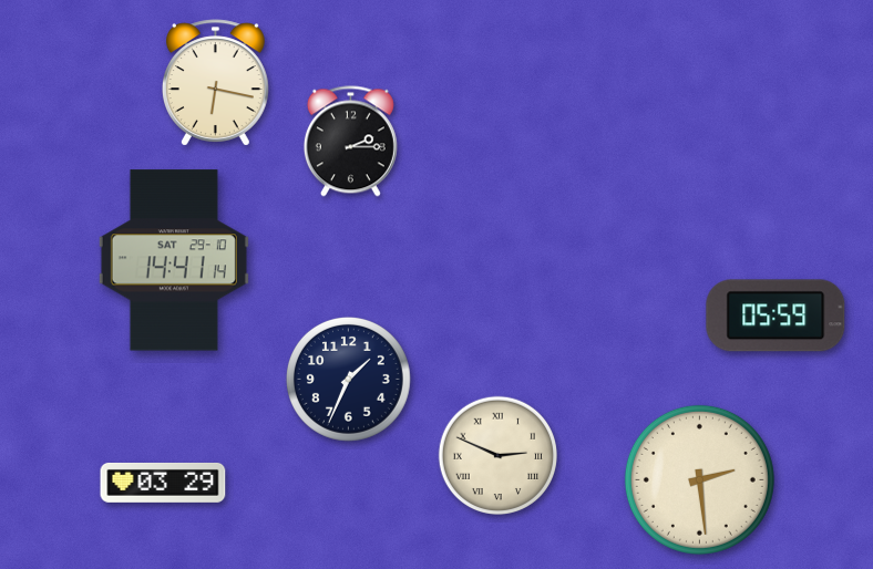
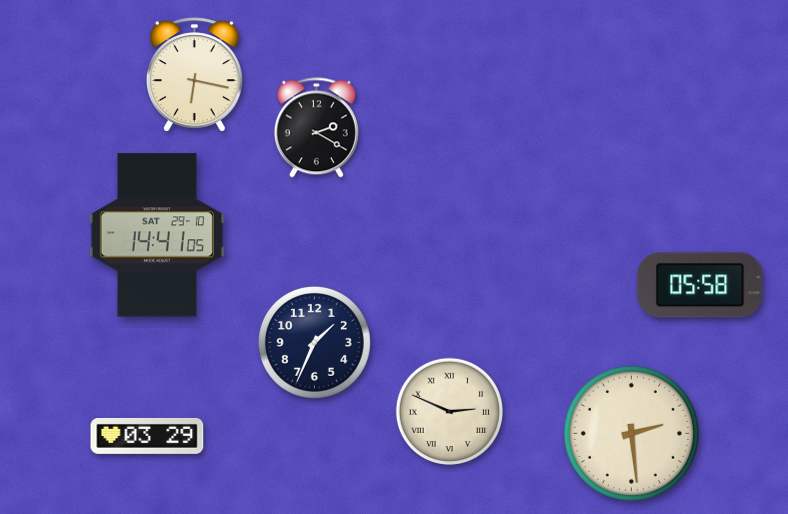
clock at (350, 142): 2:15 -> 2:20
clock at (174, 260): 14:41:14 -> 14:41:05
clock at (776, 315): 05:59 -> 05:58
